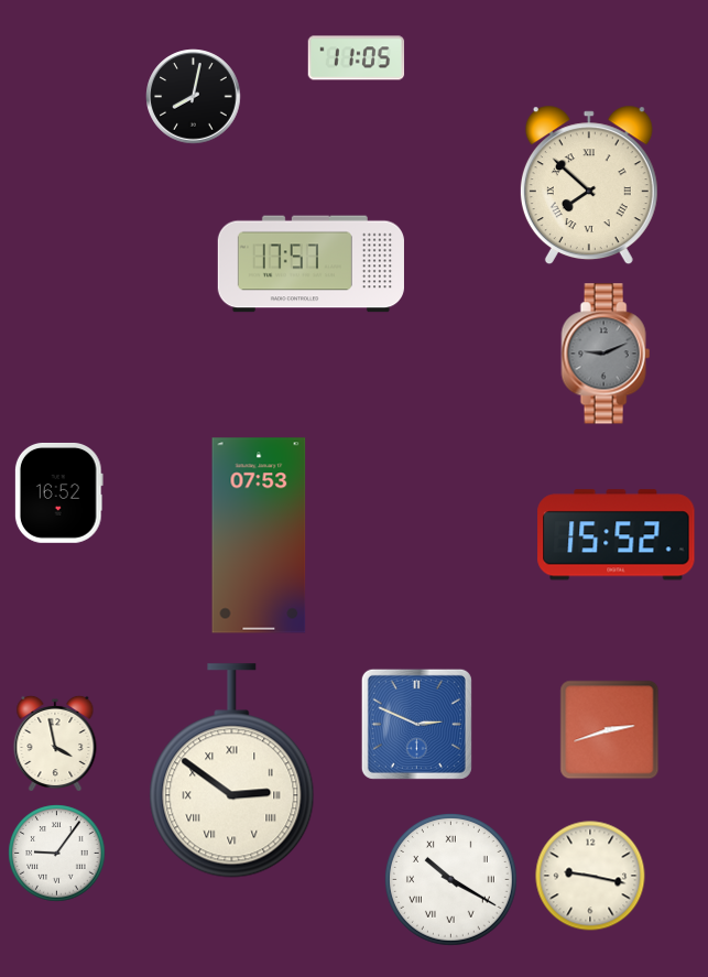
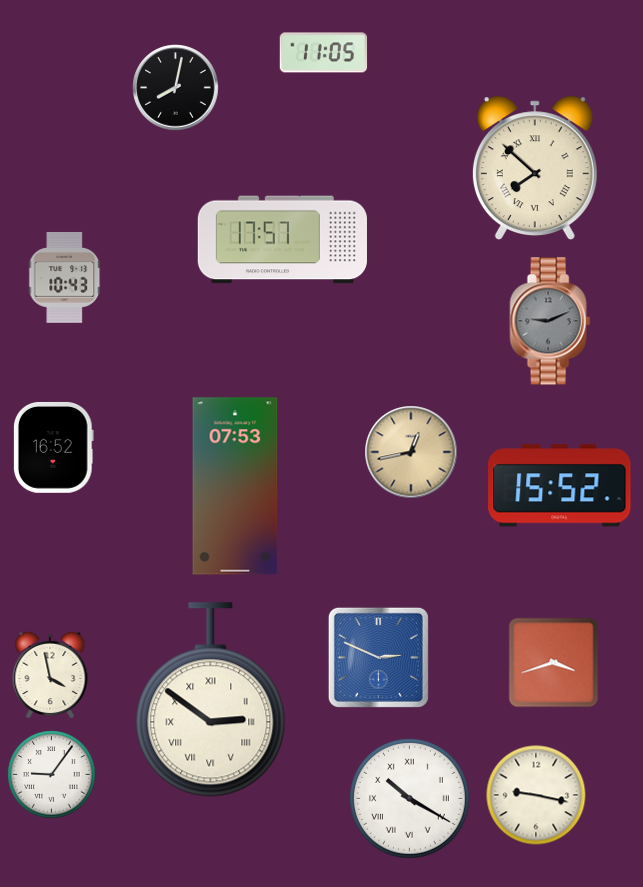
clock at (65, 277): none -> 10:43
clock at (411, 452): none -> 12:43
clock at (610, 730): 2:42 -> 3:42
